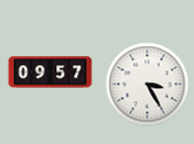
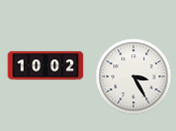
clock at (51, 73): 09:57 -> 10:02
